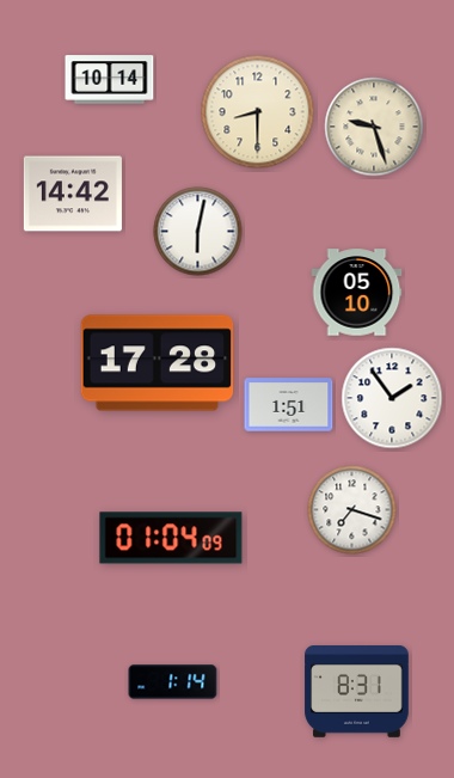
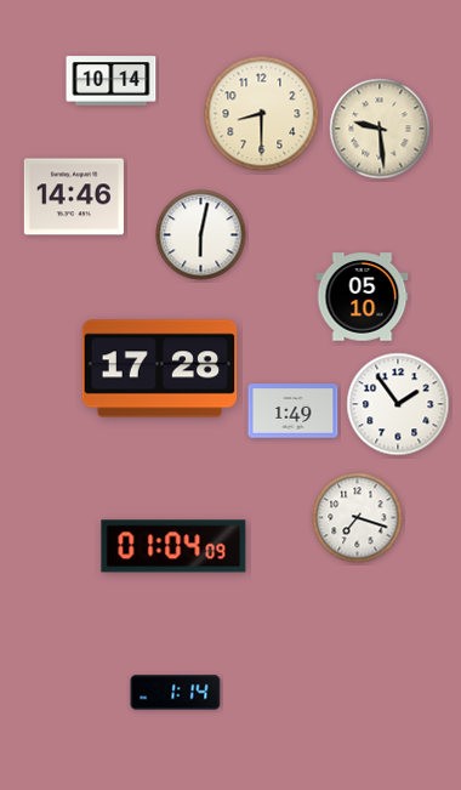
clock at (374, 127): 9:27 -> 9:29
clock at (73, 194): 14:42 -> 14:46
clock at (289, 405): 1:51 -> 1:49
clock at (357, 692): 8:31 -> none
